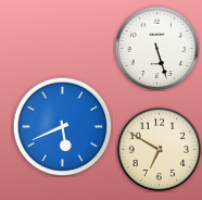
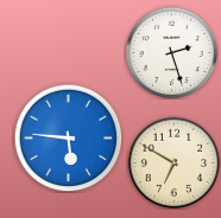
clock at (156, 48): 5:27 -> 2:27
clock at (62, 126): 5:41 -> 5:46
